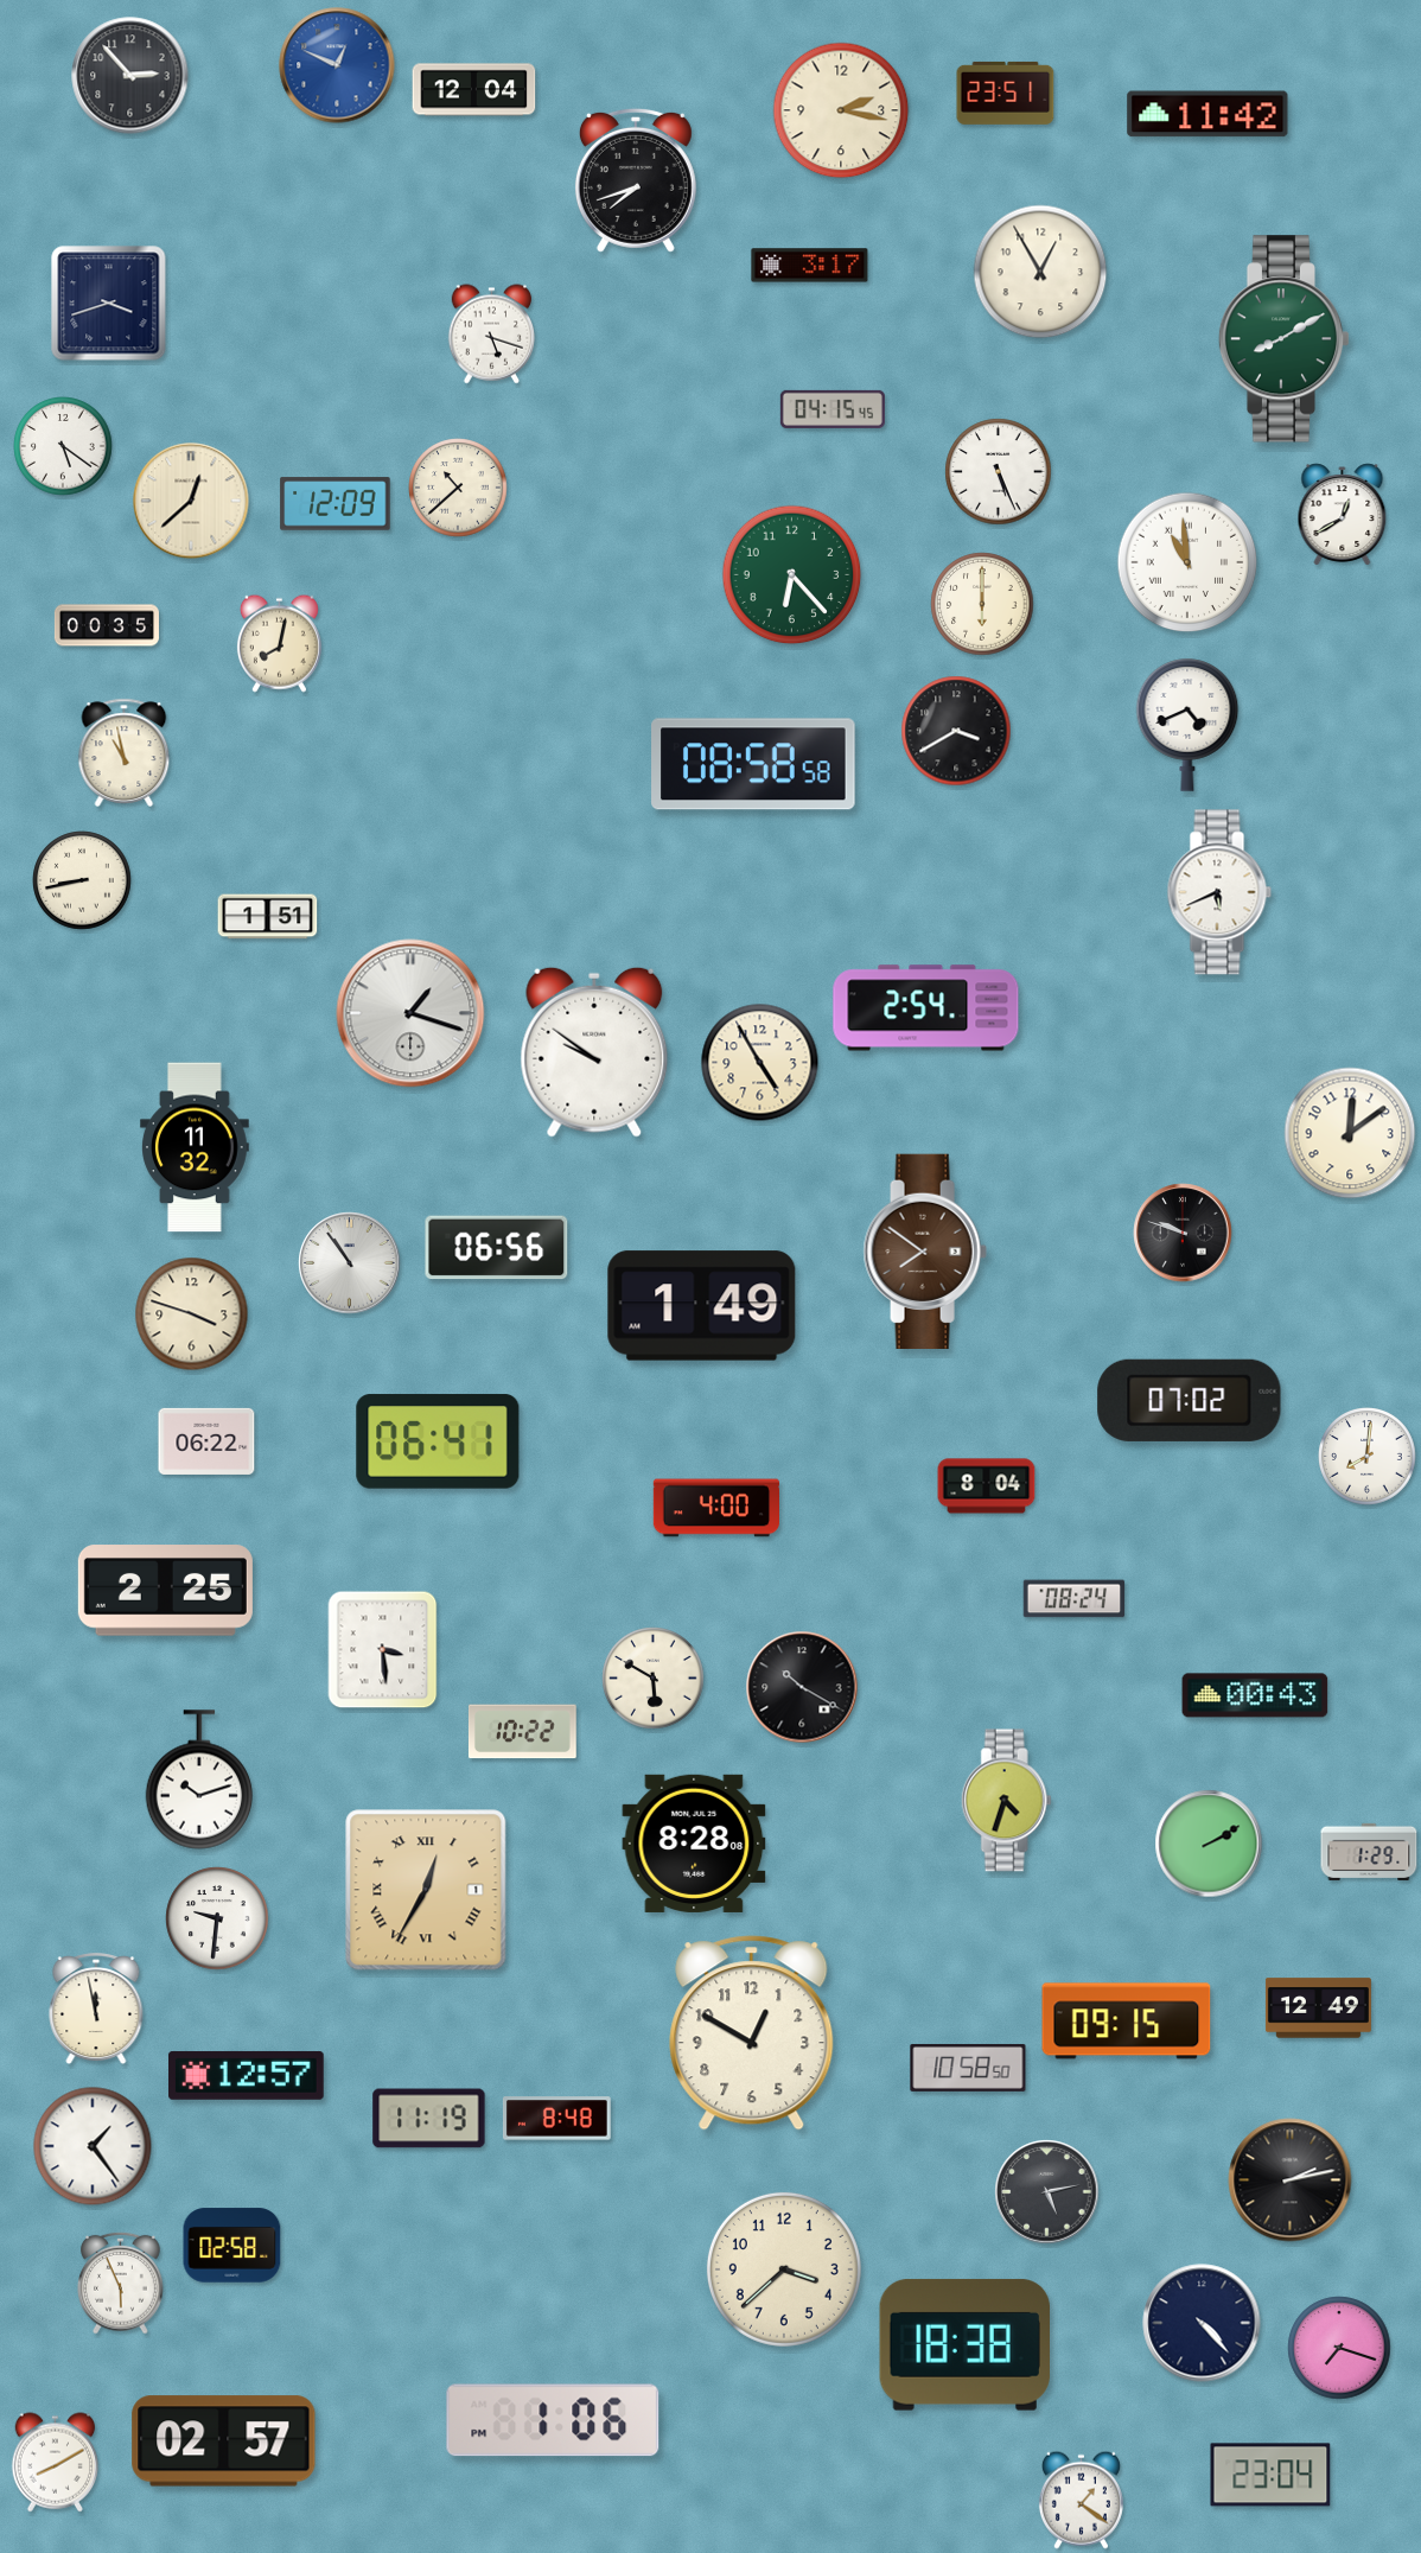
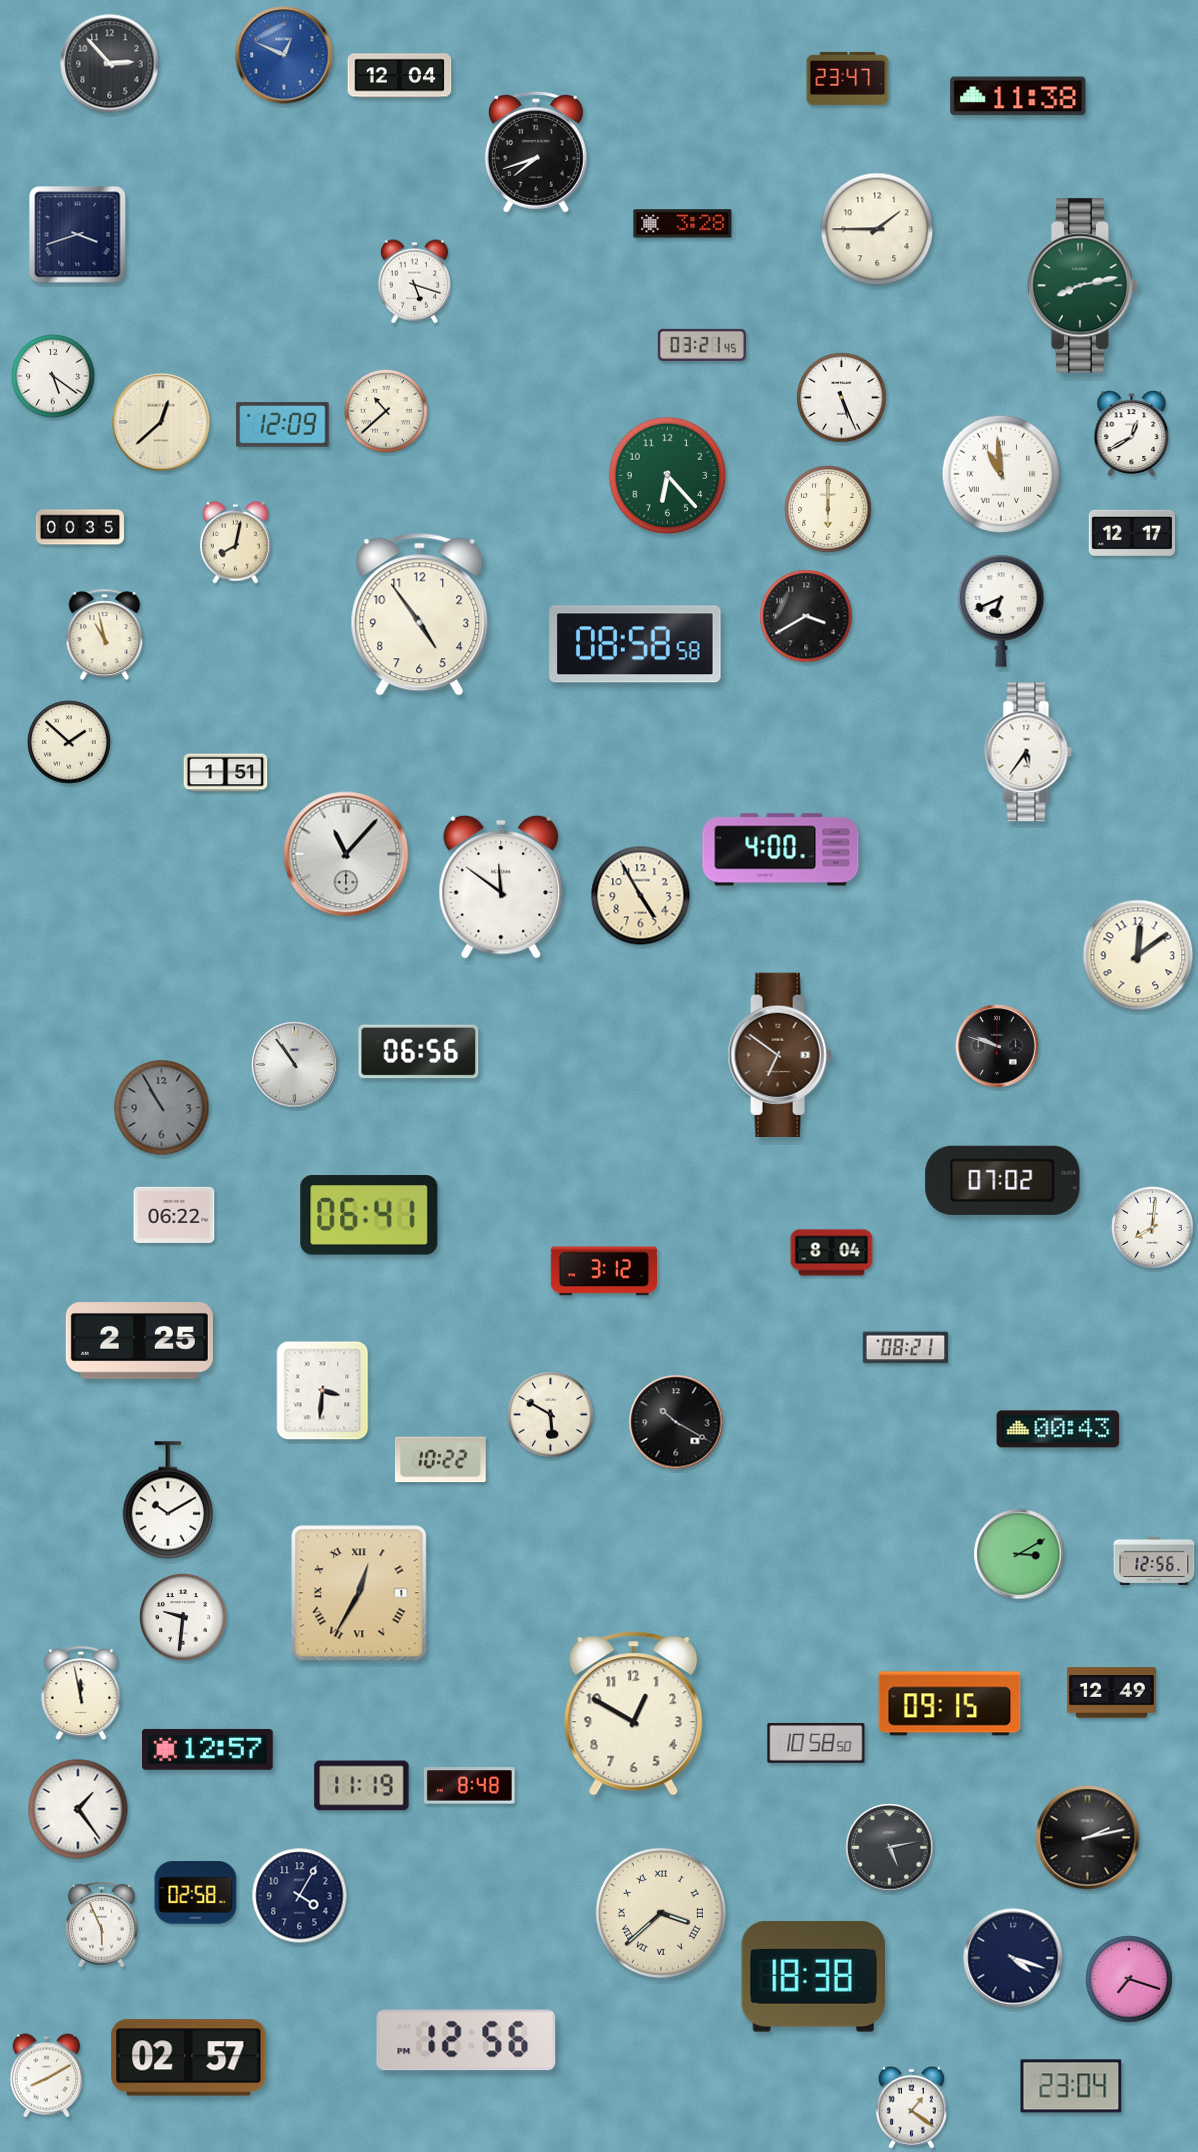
clock at (1006, 93): 23:51 -> 23:47
clock at (841, 110): 2:17 -> none
clock at (1207, 114): 11:42 -> 11:38
clock at (810, 266): 3:17 -> 3:28
clock at (1040, 272): 12:55 -> 1:45
clock at (109, 304) position: (109, 304) -> (78, 235)
clock at (1285, 339): 8:10 -> 8:13
clock at (833, 409): 04:15 -> 03:21
clock at (792, 575) position: (792, 575) -> (668, 476)
clock at (107, 625) position: (107, 625) -> (80, 527)
clock at (1131, 533): none -> 12:17
clock at (1187, 725): 4:41 -> 6:41
clock at (420, 615): none -> 4:54
clock at (82, 880): 8:43 -> 1:52
clock at (1219, 892): 5:41 -> 5:36
clock at (926, 1008): 2:54 -> 4:00
clock at (410, 1013): 1:18 -> 11:07
clock at (594, 1052): 9:51 -> 11:51
clock at (196, 1147): 11:32 -> none
clock at (1183, 1233) position: (1183, 1233) -> (997, 1046)
clock at (925, 1250): 7:51 -> 6:51
clock at (702, 1306): 1:49 -> none
clock at (192, 1314): 3:48 -> 10:55
clock at (192, 1314) dial: cream -> grey
clock at (715, 1508): 4:00 -> 3:12
clock at (1075, 1599): 08:24 -> 08:21
clock at (383, 1650): 3:29 -> 3:31
clock at (199, 1780): 10:12 -> 10:10
clock at (1006, 1801): 4:33 -> none
clock at (694, 1844): 8:28 -> none
clock at (1209, 1844): 2:10 -> 3:10
clock at (1369, 1852): 1:29 -> 12:56
clock at (1047, 2192) position: (1047, 2192) -> (890, 1848)
clock at (300, 1896): none -> 4:05
clock at (784, 2269) numerals: Arabic -> Roman
clock at (1202, 2323): 4:23 -> 4:18
clock at (553, 2420): 1:06 -> 12:56
